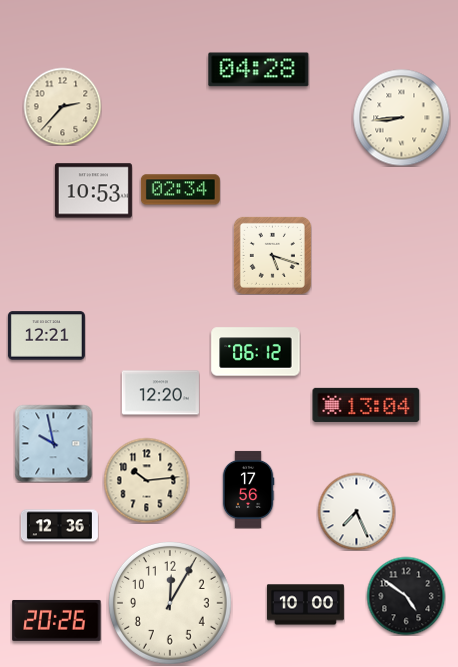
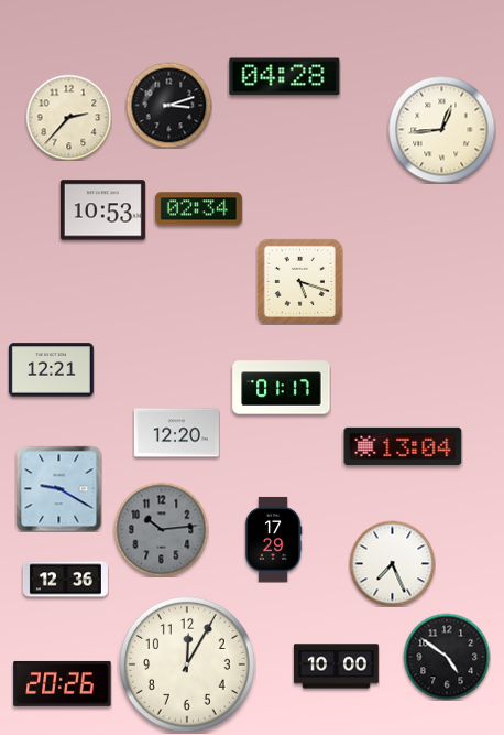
clock at (168, 105): none -> 3:12
clock at (401, 117): 8:44 -> 12:44
clock at (256, 352): 06:12 -> 01:17
clock at (53, 443): 9:58 -> 9:20
clock at (146, 480) dial: cream -> grey
clock at (248, 489): 17:56 -> 17:29
